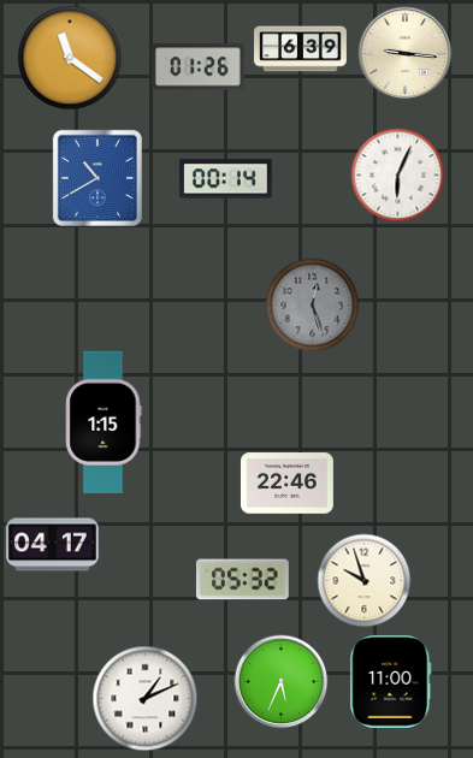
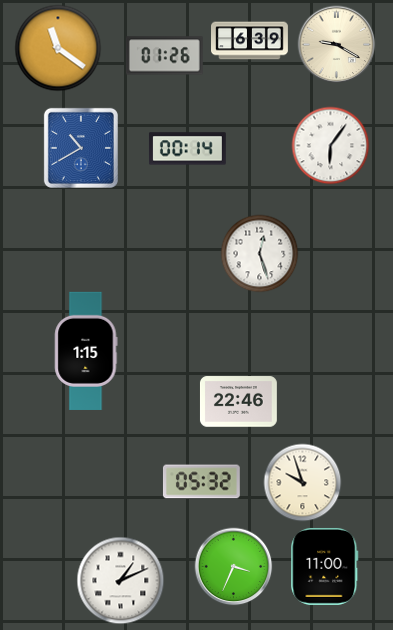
clock at (404, 53): 9:16 -> 9:20
clock at (397, 174): 6:04 -> 6:06
clock at (312, 304) dial: grey -> white
clock at (53, 545): 04:17 -> none
clock at (280, 681): 5:34 -> 3:34
